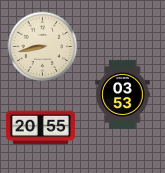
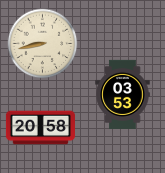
clock at (43, 47) position: (43, 47) -> (43, 44)
clock at (40, 128): 20:55 -> 20:58
